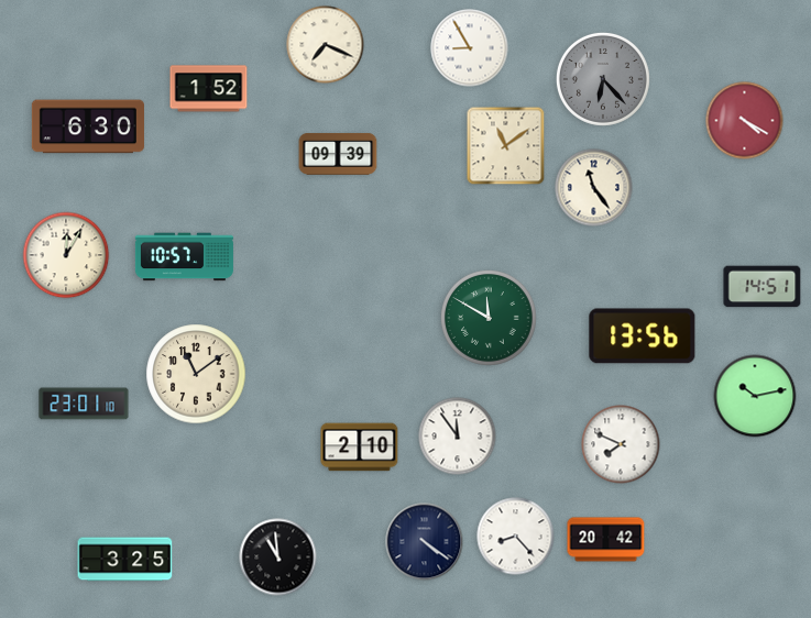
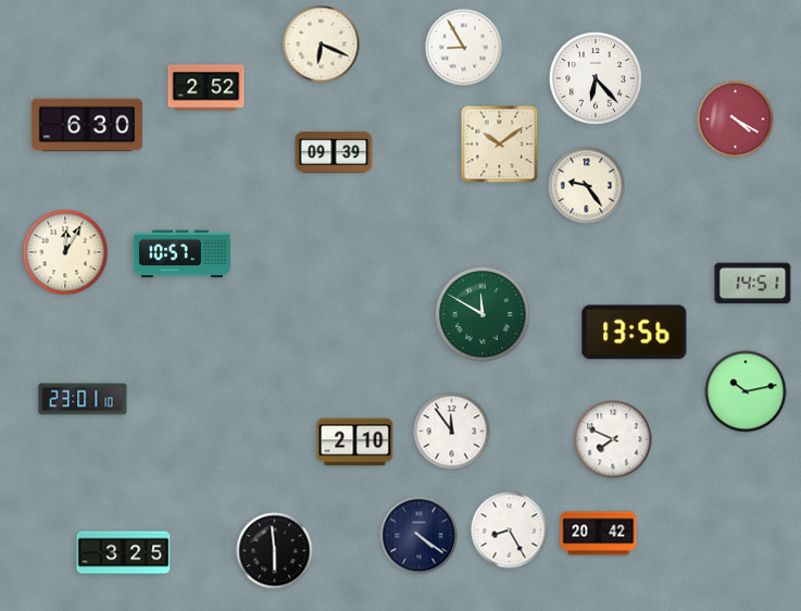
clock at (326, 45): 7:19 -> 6:19
clock at (603, 79) dial: grey -> white
clock at (209, 89): 1:52 -> 2:52
clock at (506, 146): 11:09 -> 10:09
clock at (594, 188): 11:24 -> 9:24
clock at (196, 374): 11:09 -> none
clock at (516, 537): 8:23 -> 8:25
clock at (278, 558): 10:59 -> 5:59
